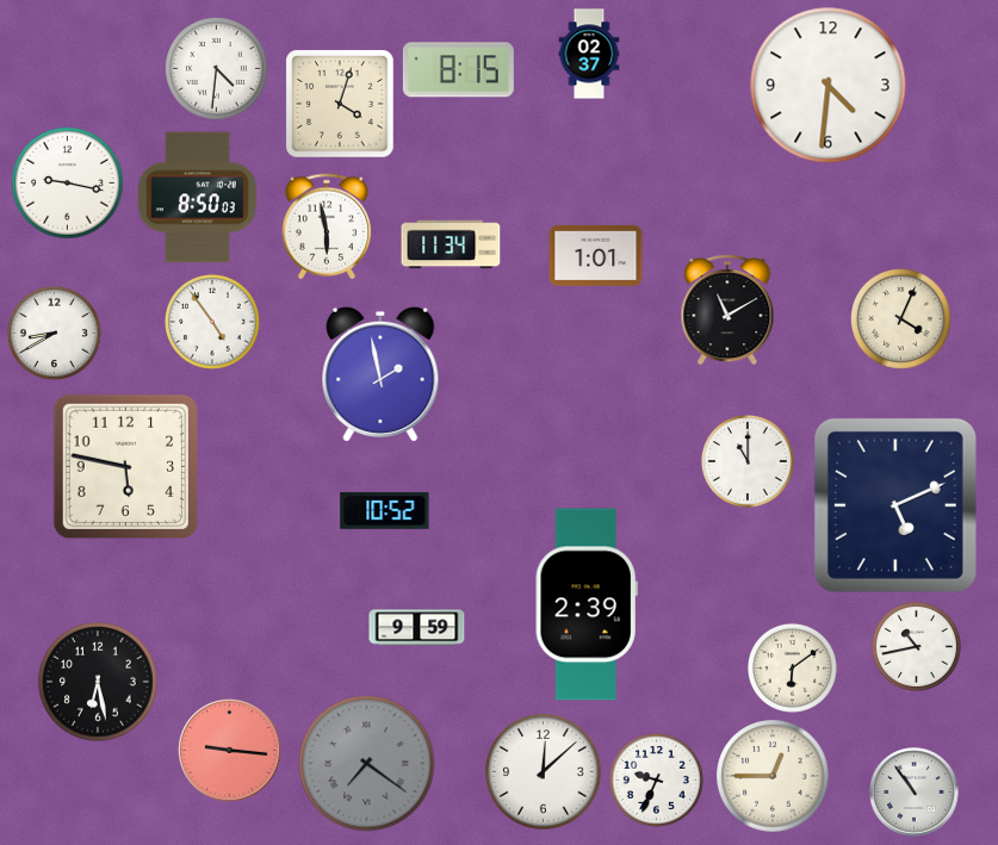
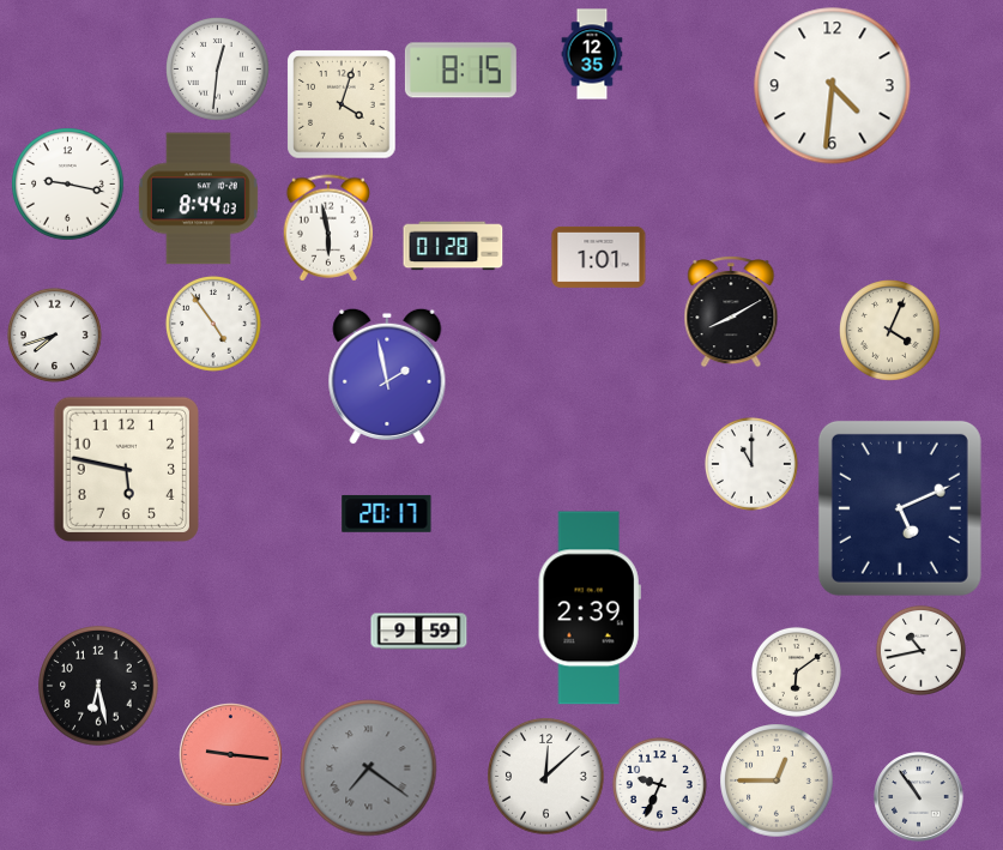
clock at (589, 54): 02:37 -> 12:35
clock at (217, 69): 4:31 -> 12:31
clock at (197, 198): 8:50 -> 8:44
clock at (451, 244): 11:34 -> 01:28
clock at (727, 310): 11:10 -> 8:10
clock at (901, 319) position: (901, 319) -> (890, 331)
clock at (54, 333): 8:40 -> 7:42
clock at (380, 373) position: (380, 373) -> (387, 375)
clock at (385, 510): 10:52 -> 20:17
